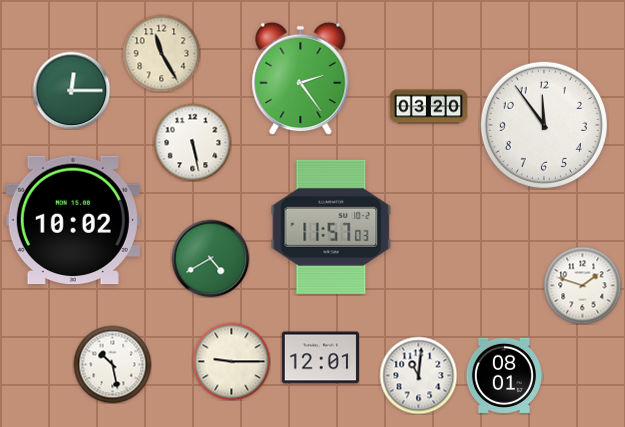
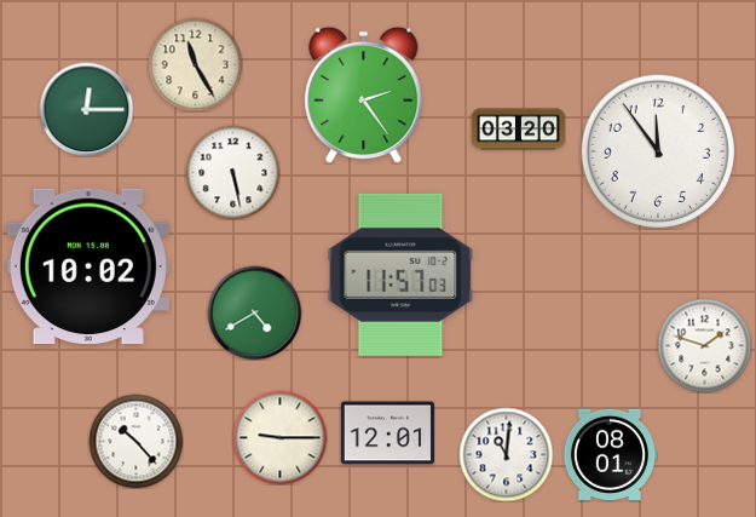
clock at (112, 364): 10:28 -> 10:23
